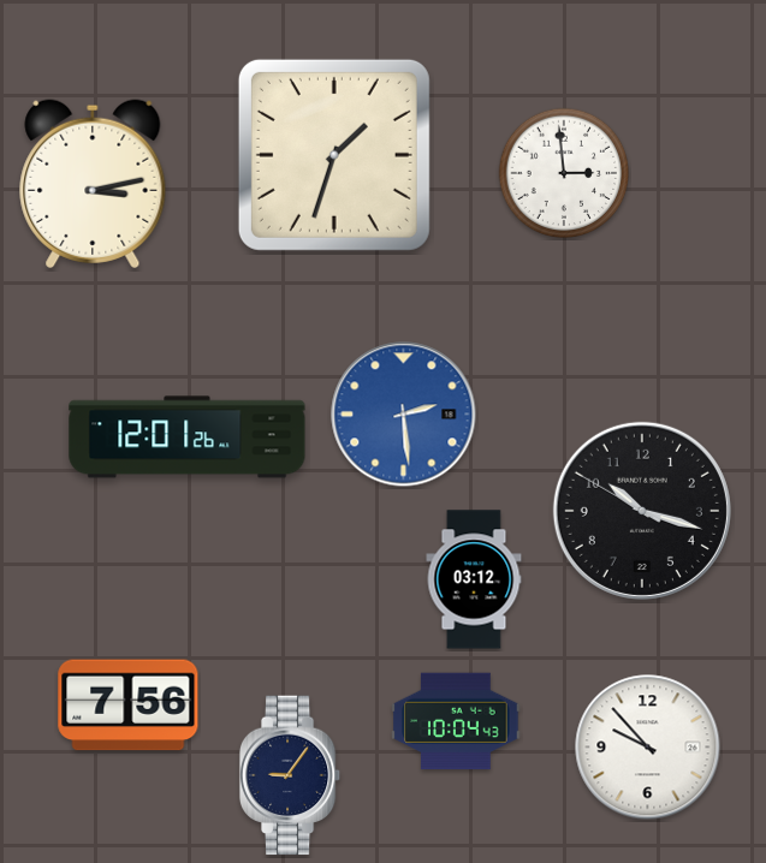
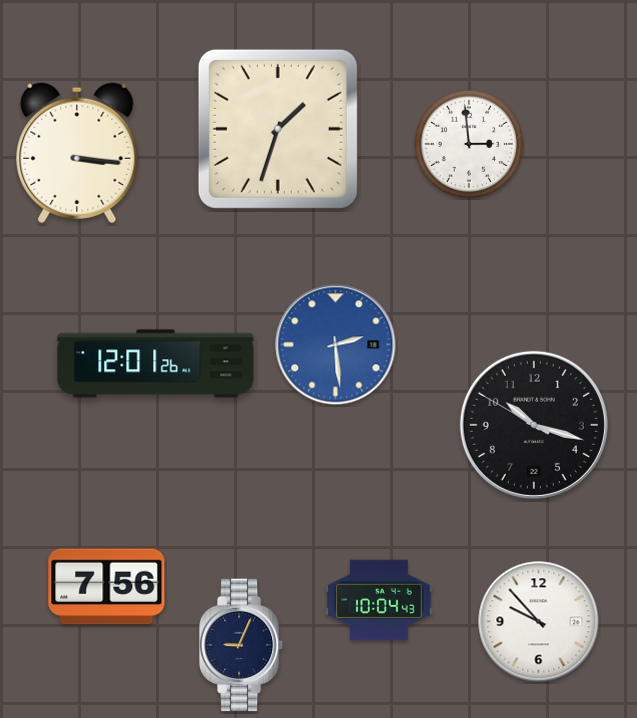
clock at (93, 184): 3:13 -> 3:16
clock at (474, 579): 03:12 -> none
clock at (290, 775): 9:06 -> 9:04
